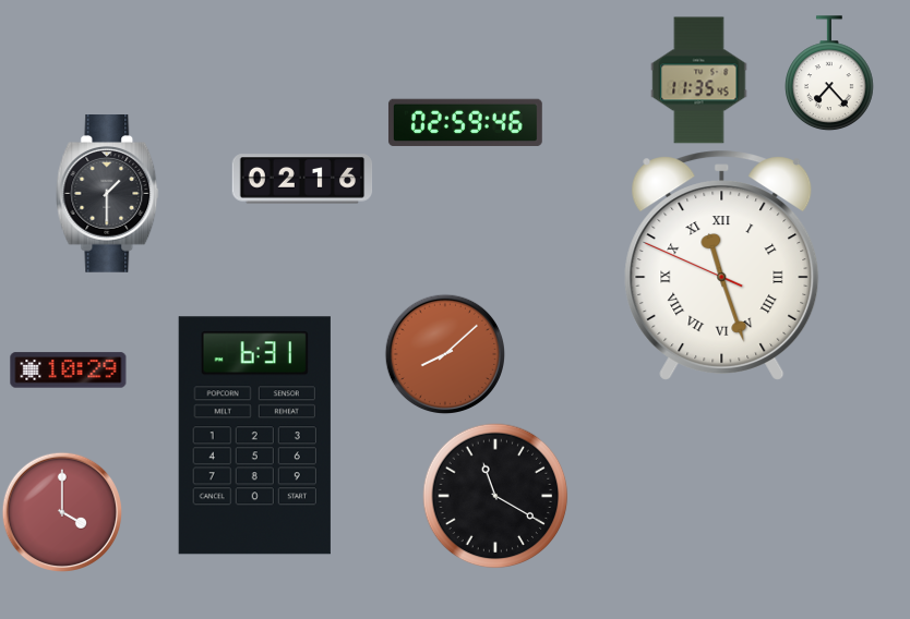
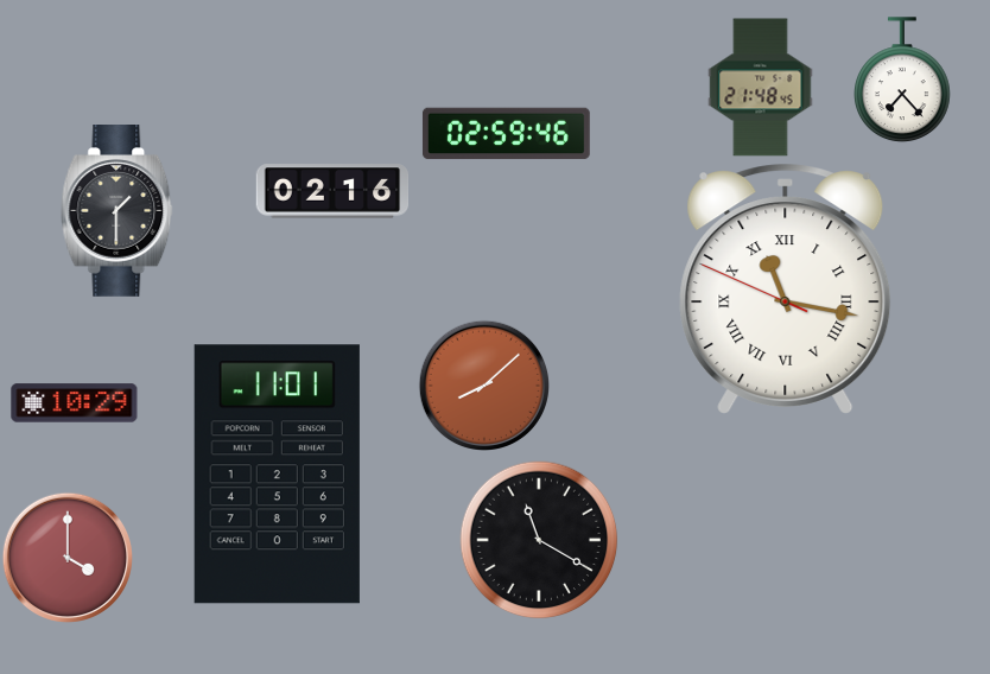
clock at (699, 81): 11:35 -> 21:48
clock at (302, 179) position: (302, 179) -> (332, 191)
clock at (722, 266): 11:26 -> 11:16
clock at (254, 436): 6:31 -> 11:01
